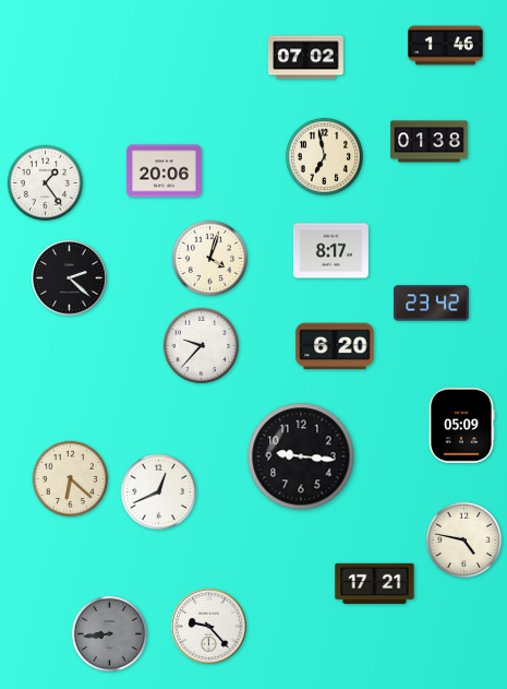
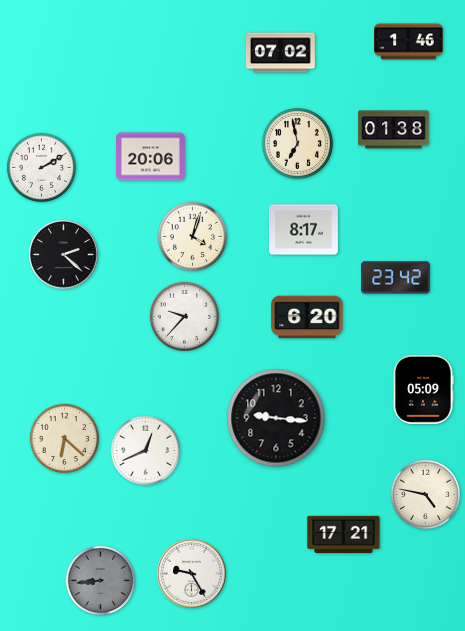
clock at (45, 182): 1:24 -> 2:10
clock at (209, 627): 9:23 -> 9:25
